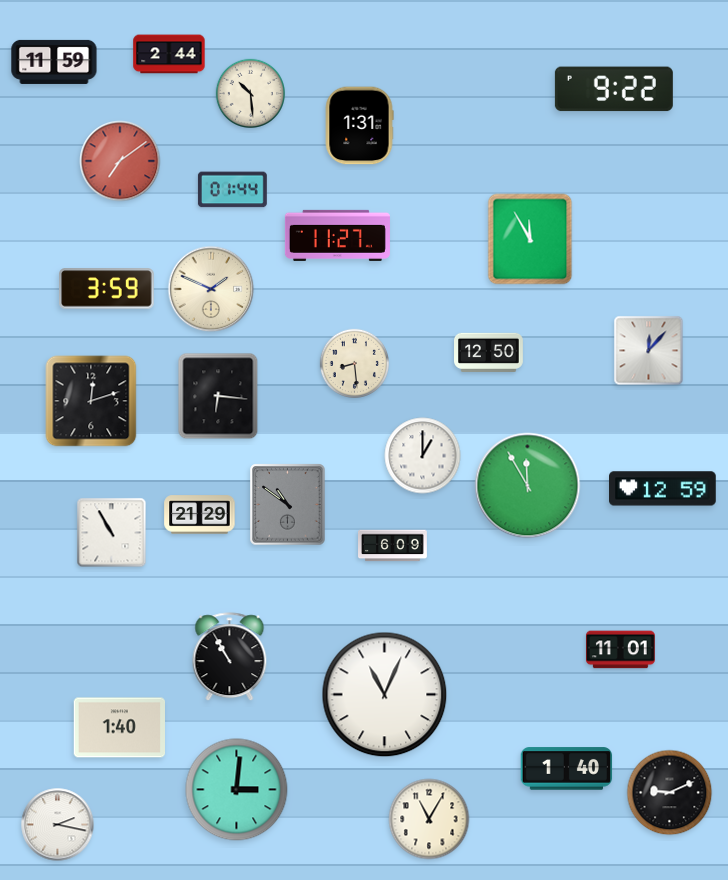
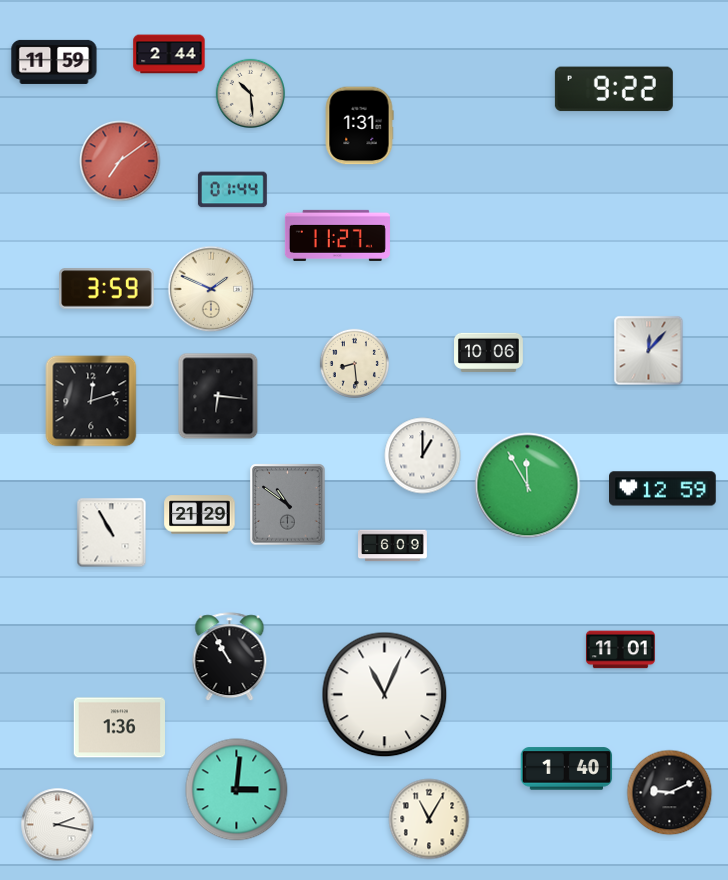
clock at (530, 239): 11:55 -> none
clock at (489, 352): 12:50 -> 10:06
clock at (119, 728): 1:40 -> 1:36
